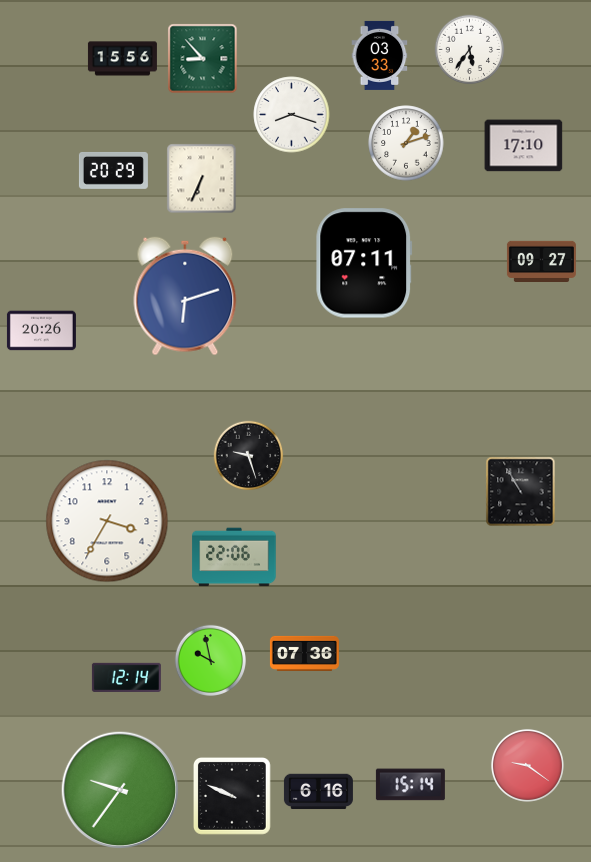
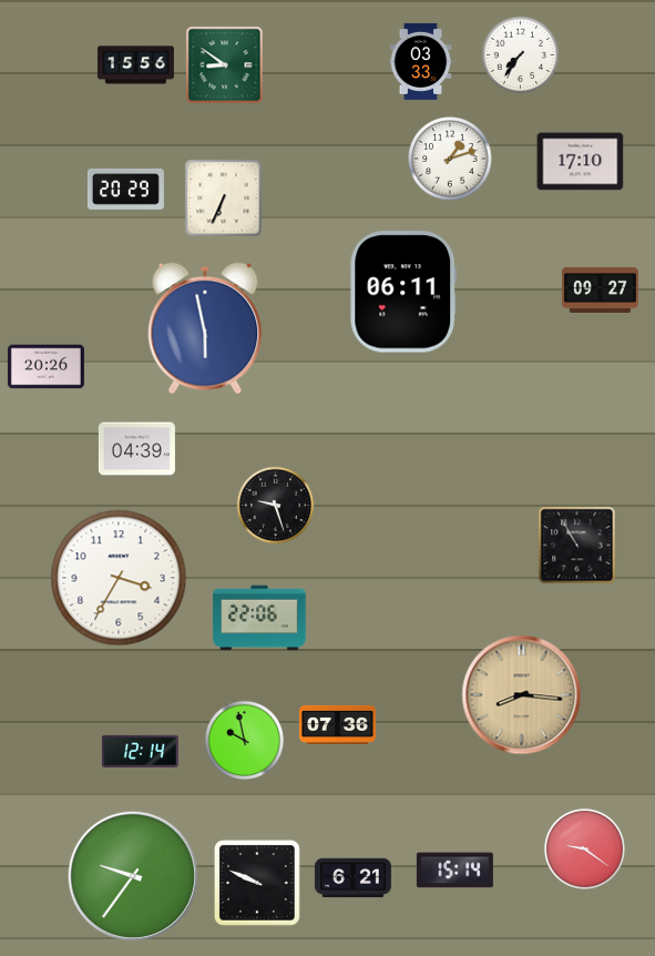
clock at (470, 50): 5:36 -> 7:36
clock at (203, 59): 8:53 -> 8:51
clock at (292, 115): 8:18 -> none
clock at (364, 263): 07:11 -> 06:11
clock at (185, 296): 6:12 -> 5:58
clock at (136, 449): none -> 04:39
clock at (522, 695): none -> 8:16
clock at (210, 660) position: (210, 660) -> (244, 740)
clock at (318, 792): 6:16 -> 6:21
